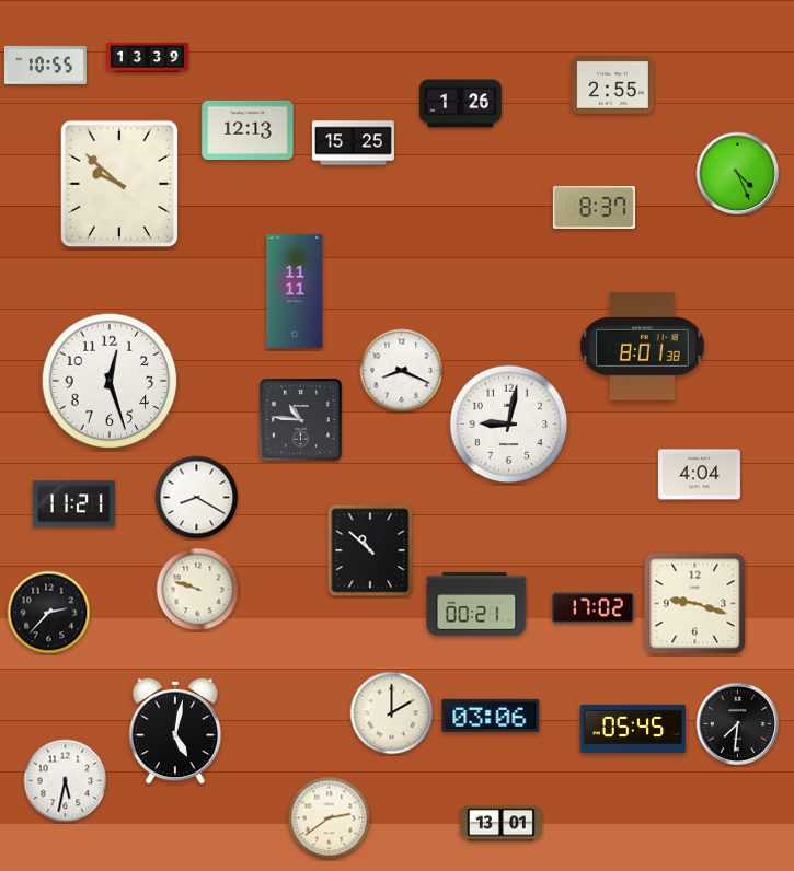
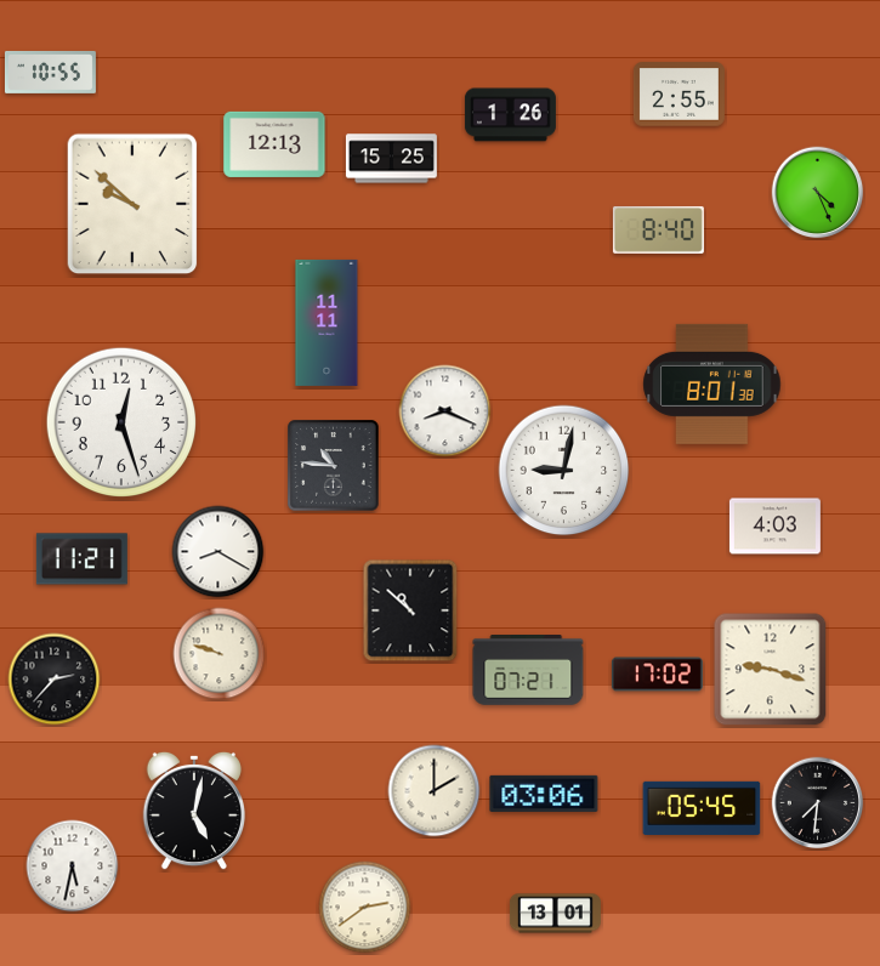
clock at (147, 57): 13:39 -> none
clock at (594, 207): 8:37 -> 8:40
clock at (699, 475): 4:04 -> 4:03
clock at (476, 605): 00:21 -> 07:21
